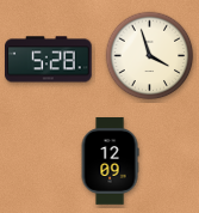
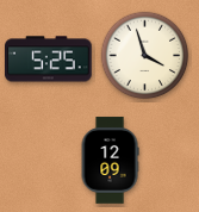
clock at (150, 56) position: (150, 56) -> (145, 56)
clock at (49, 60): 5:28 -> 5:25
